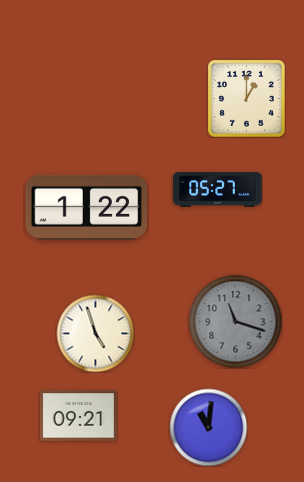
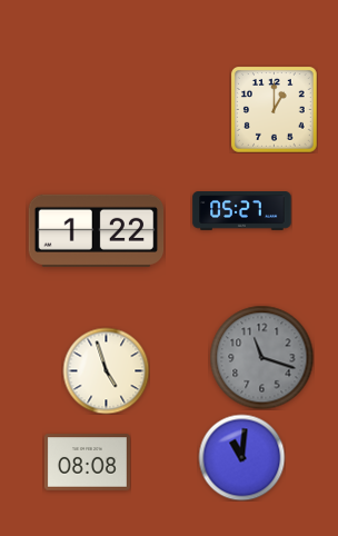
clock at (78, 416): 09:21 -> 08:08
clock at (208, 427) position: (208, 427) -> (241, 457)
